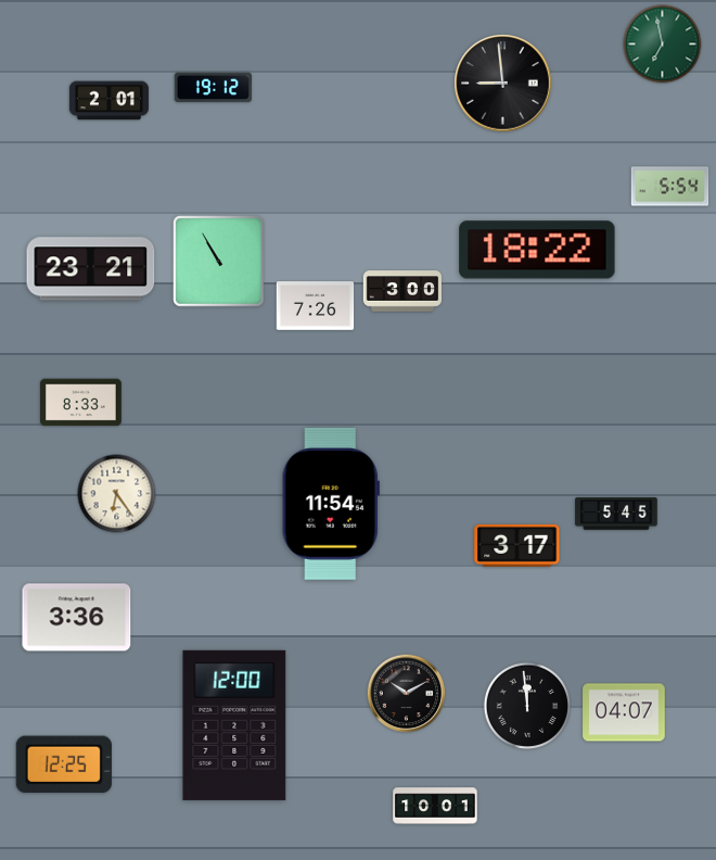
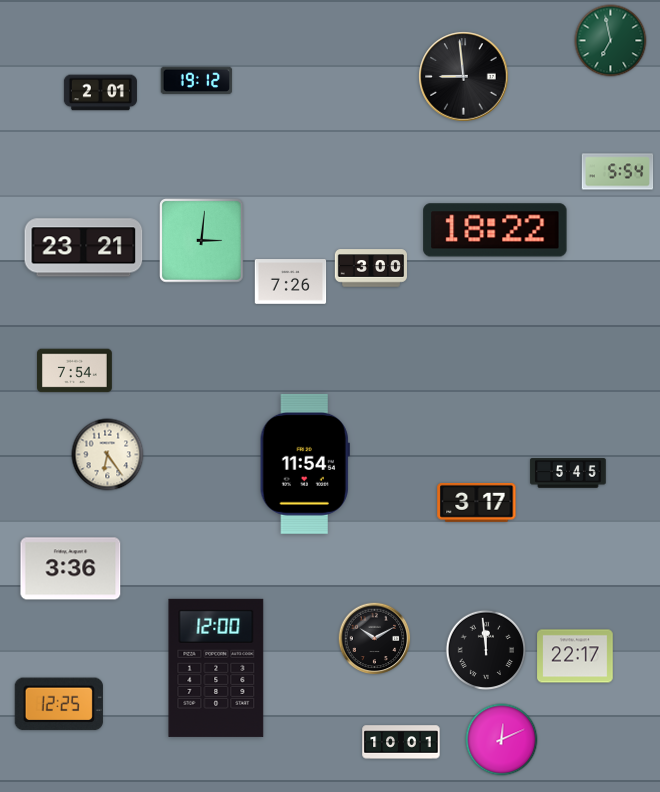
clock at (219, 262): 10:55 -> 3:01
clock at (81, 403): 8:33 -> 7:54
clock at (624, 712): 04:07 -> 22:17
clock at (502, 740): none -> 12:11
